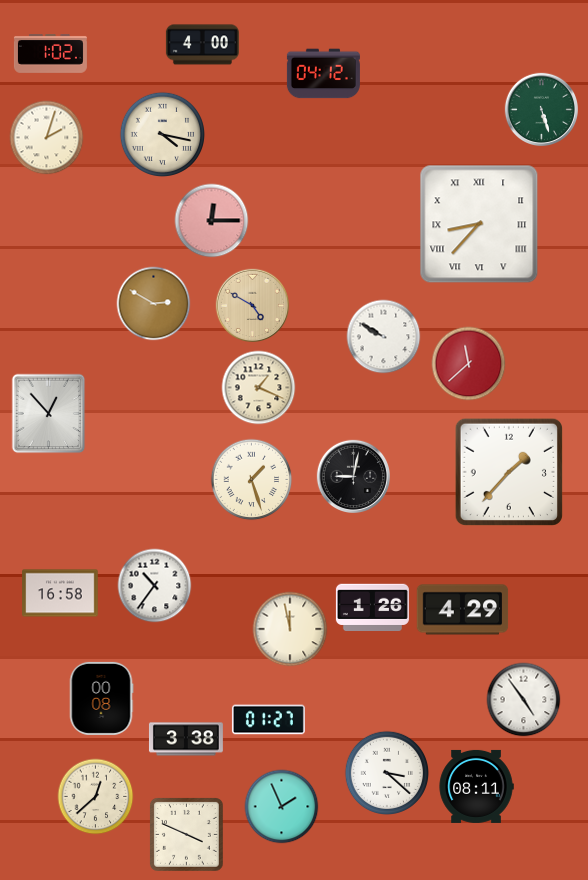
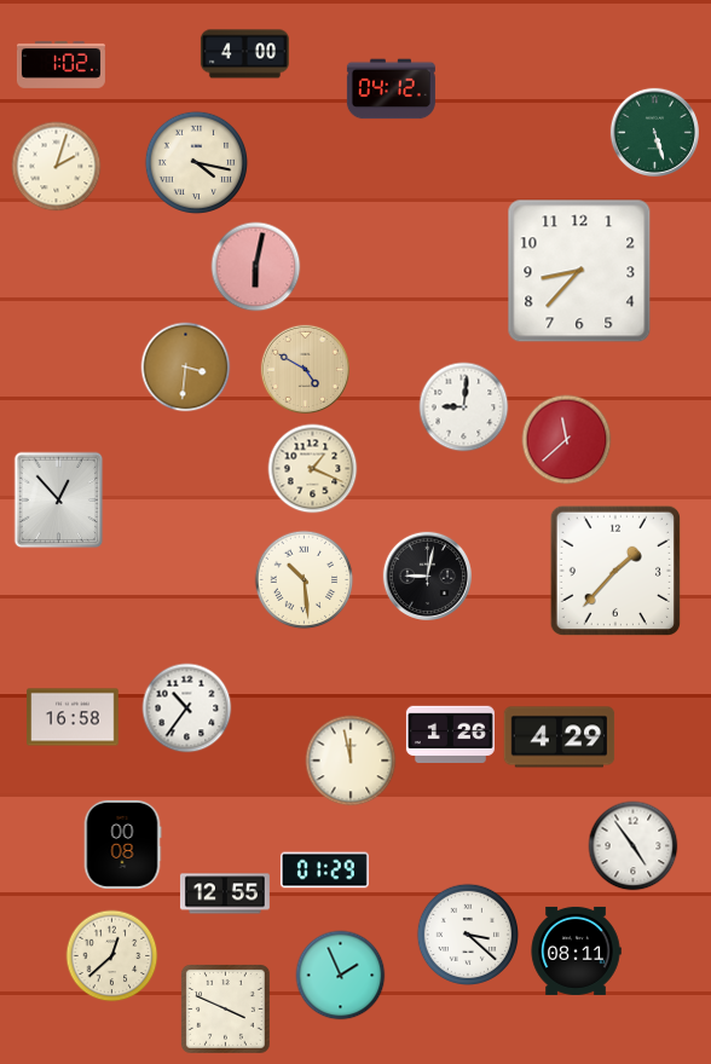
clock at (212, 221): 12:15 -> 6:02
clock at (479, 224) numerals: Roman -> Arabic
clock at (154, 304): 2:50 -> 3:31
clock at (384, 337): 9:50 -> 9:01
clock at (252, 480): 1:27 -> 10:29
clock at (268, 720): 01:27 -> 01:29
clock at (186, 739): 3:38 -> 12:55
clock at (96, 797) position: (96, 797) -> (112, 956)
